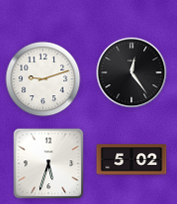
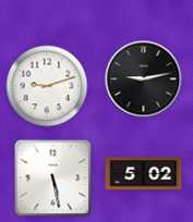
clock at (132, 73): 12:24 -> 9:13
clock at (49, 164): 5:33 -> 5:28
